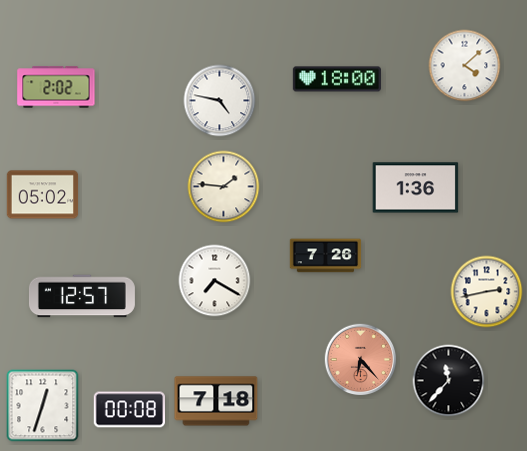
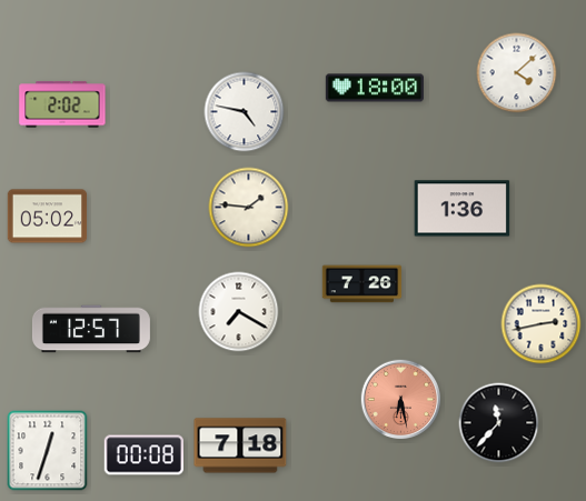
clock at (56, 87) position: (56, 87) -> (62, 104)
clock at (361, 360): 6:23 -> 6:28
